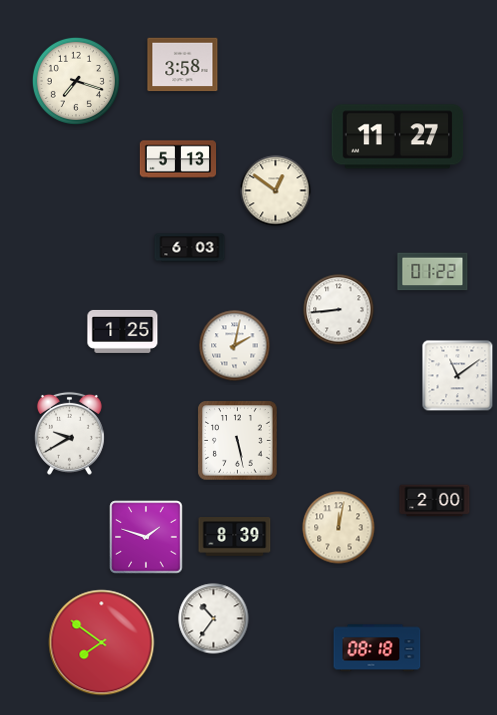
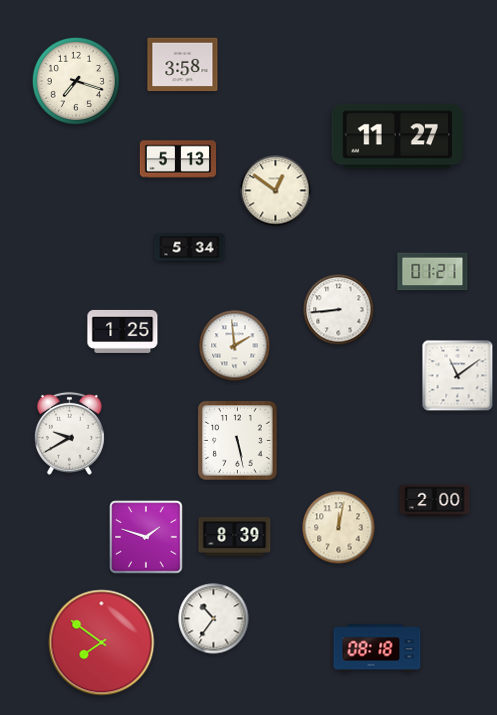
clock at (190, 248): 6:03 -> 5:34
clock at (433, 272): 01:22 -> 01:21
clock at (235, 346): 2:02 -> 1:59
